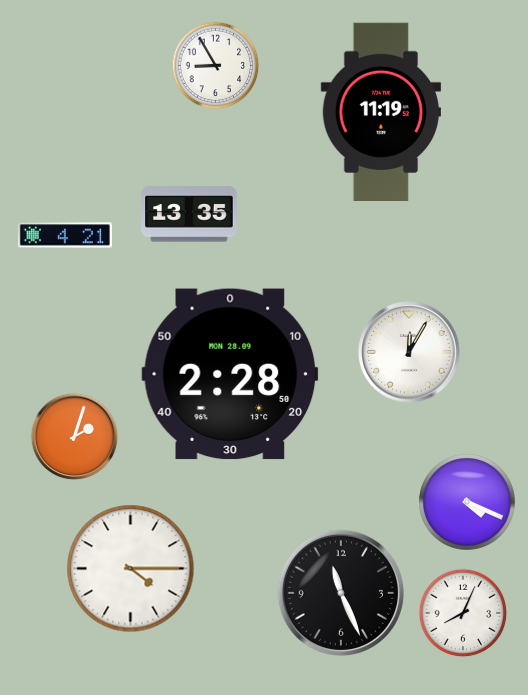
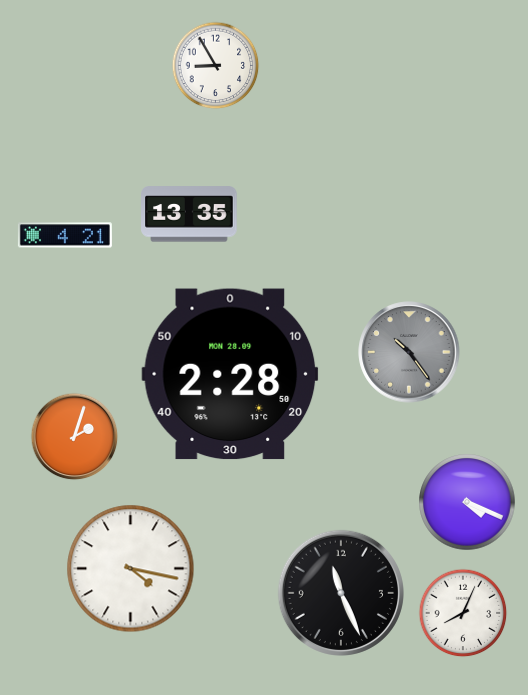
clock at (381, 111): 11:19 -> none
clock at (409, 352): 12:05 -> 10:24
clock at (409, 352) dial: white -> grey
clock at (131, 569): 4:15 -> 4:17
